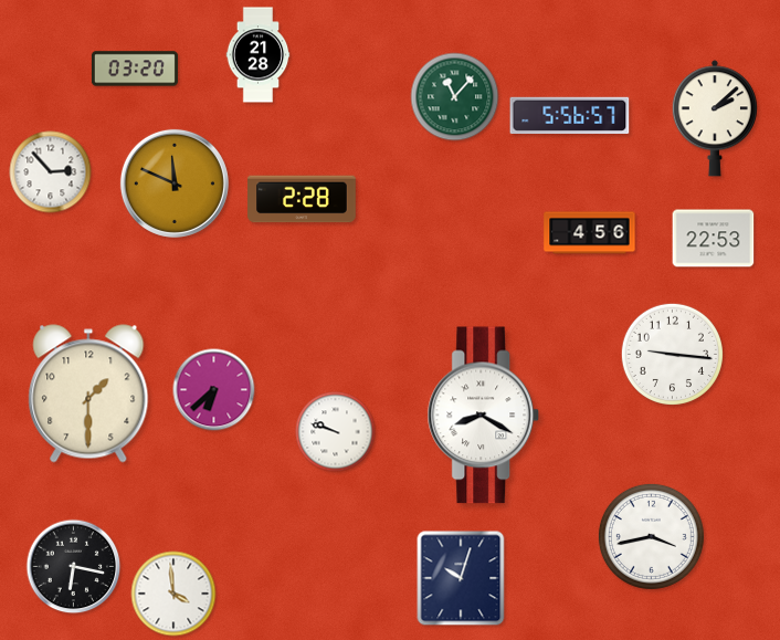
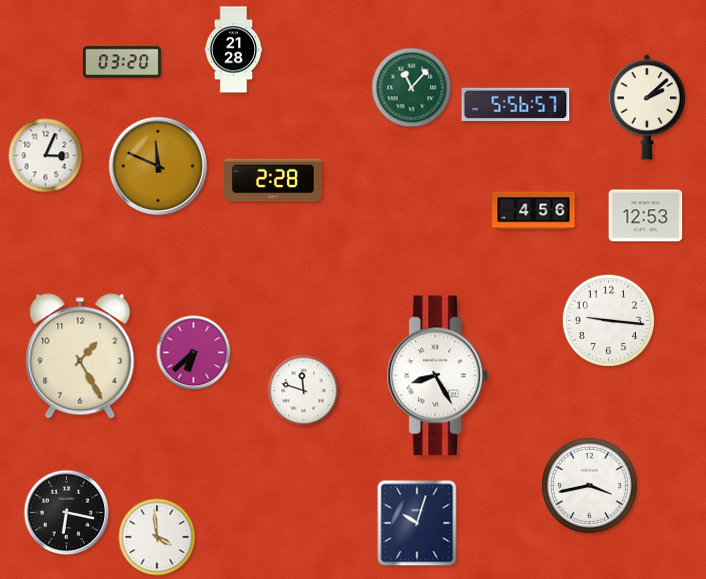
clock at (51, 172): 2:53 -> 3:04
clock at (714, 239): 22:53 -> 12:53
clock at (88, 394): 1:30 -> 1:25
clock at (484, 416): 8:20 -> 8:25
clock at (336, 432): 9:48 -> 11:48
